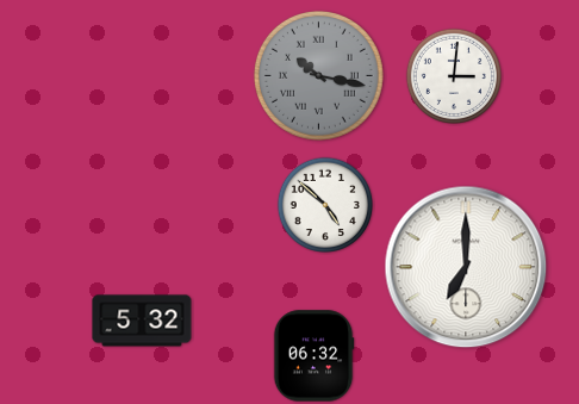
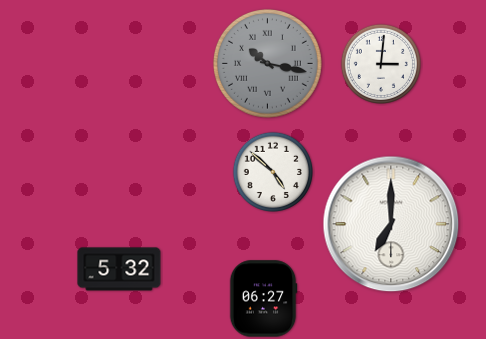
clock at (313, 356): 06:32 -> 06:27
